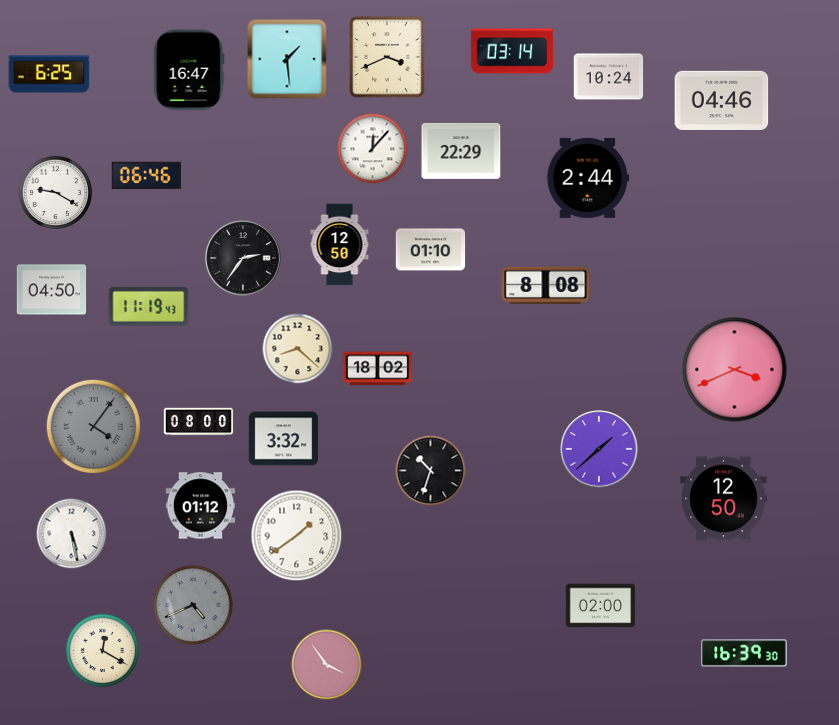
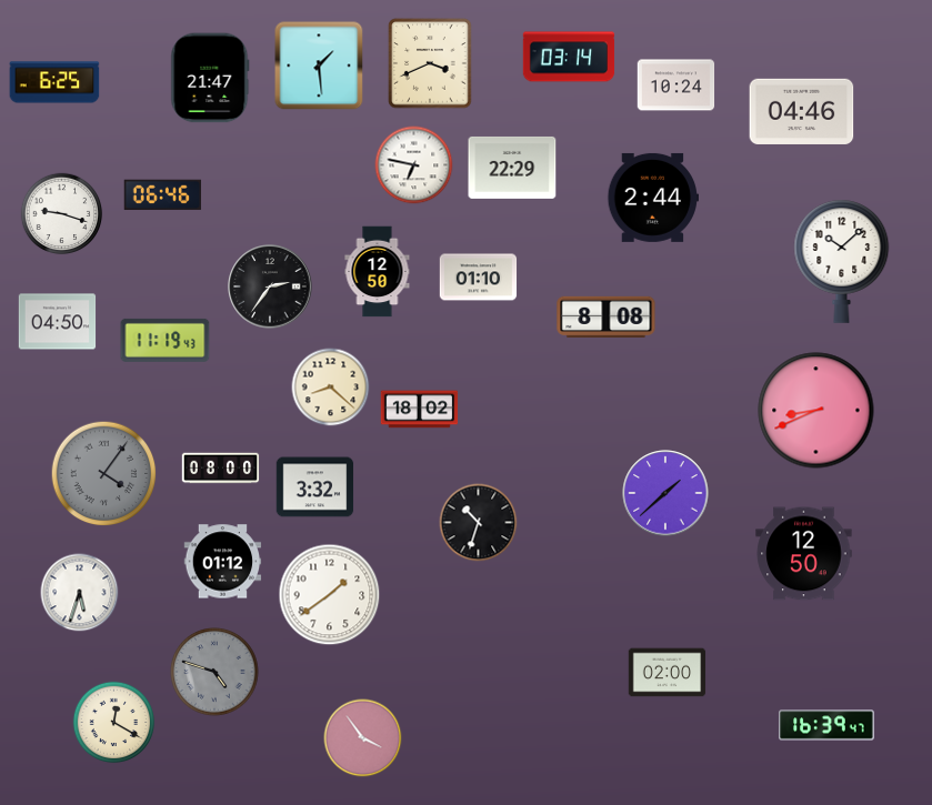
clock at (189, 70): 16:47 -> 21:47
clock at (373, 149): 12:07 -> 6:47
clock at (56, 193): 9:20 -> 9:18
clock at (842, 261): none -> 10:08
clock at (735, 370): 3:41 -> 8:41
clock at (599, 449) position: (599, 449) -> (665, 493)
clock at (72, 534): 5:28 -> 5:33
clock at (193, 605): 4:41 -> 4:48
clock at (744, 653): 16:39:30 -> 16:39:47
